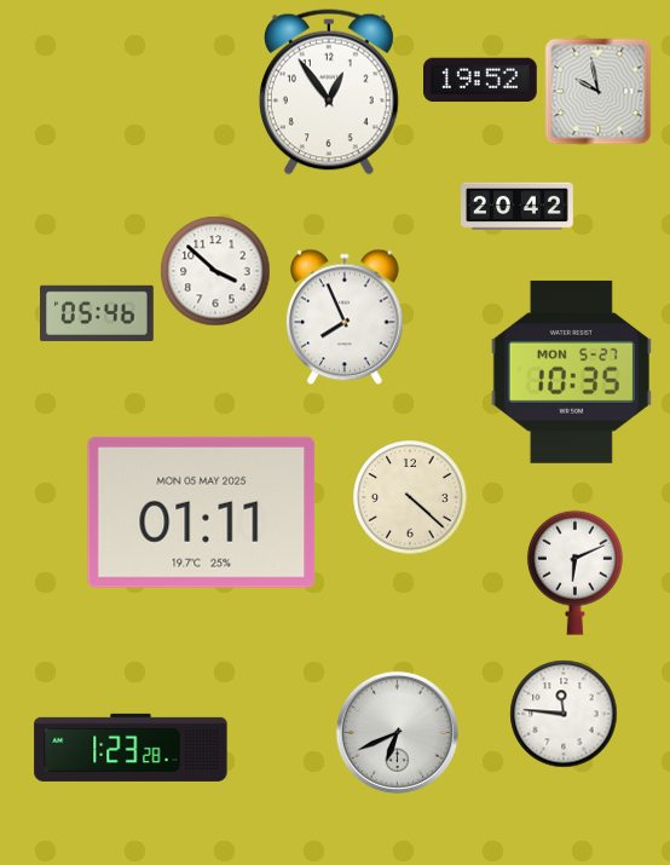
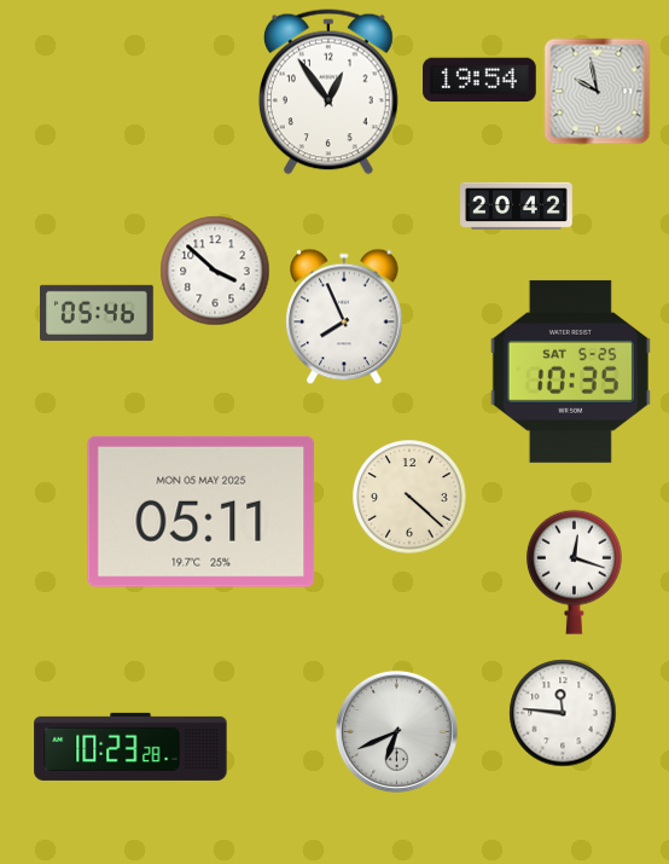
clock at (481, 80): 19:52 -> 19:54
clock at (571, 371) date: MON 5-27 -> SAT 5-25
clock at (202, 512): 01:11 -> 05:11
clock at (574, 572): 6:11 -> 12:18
clock at (131, 748): 1:23 -> 10:23
